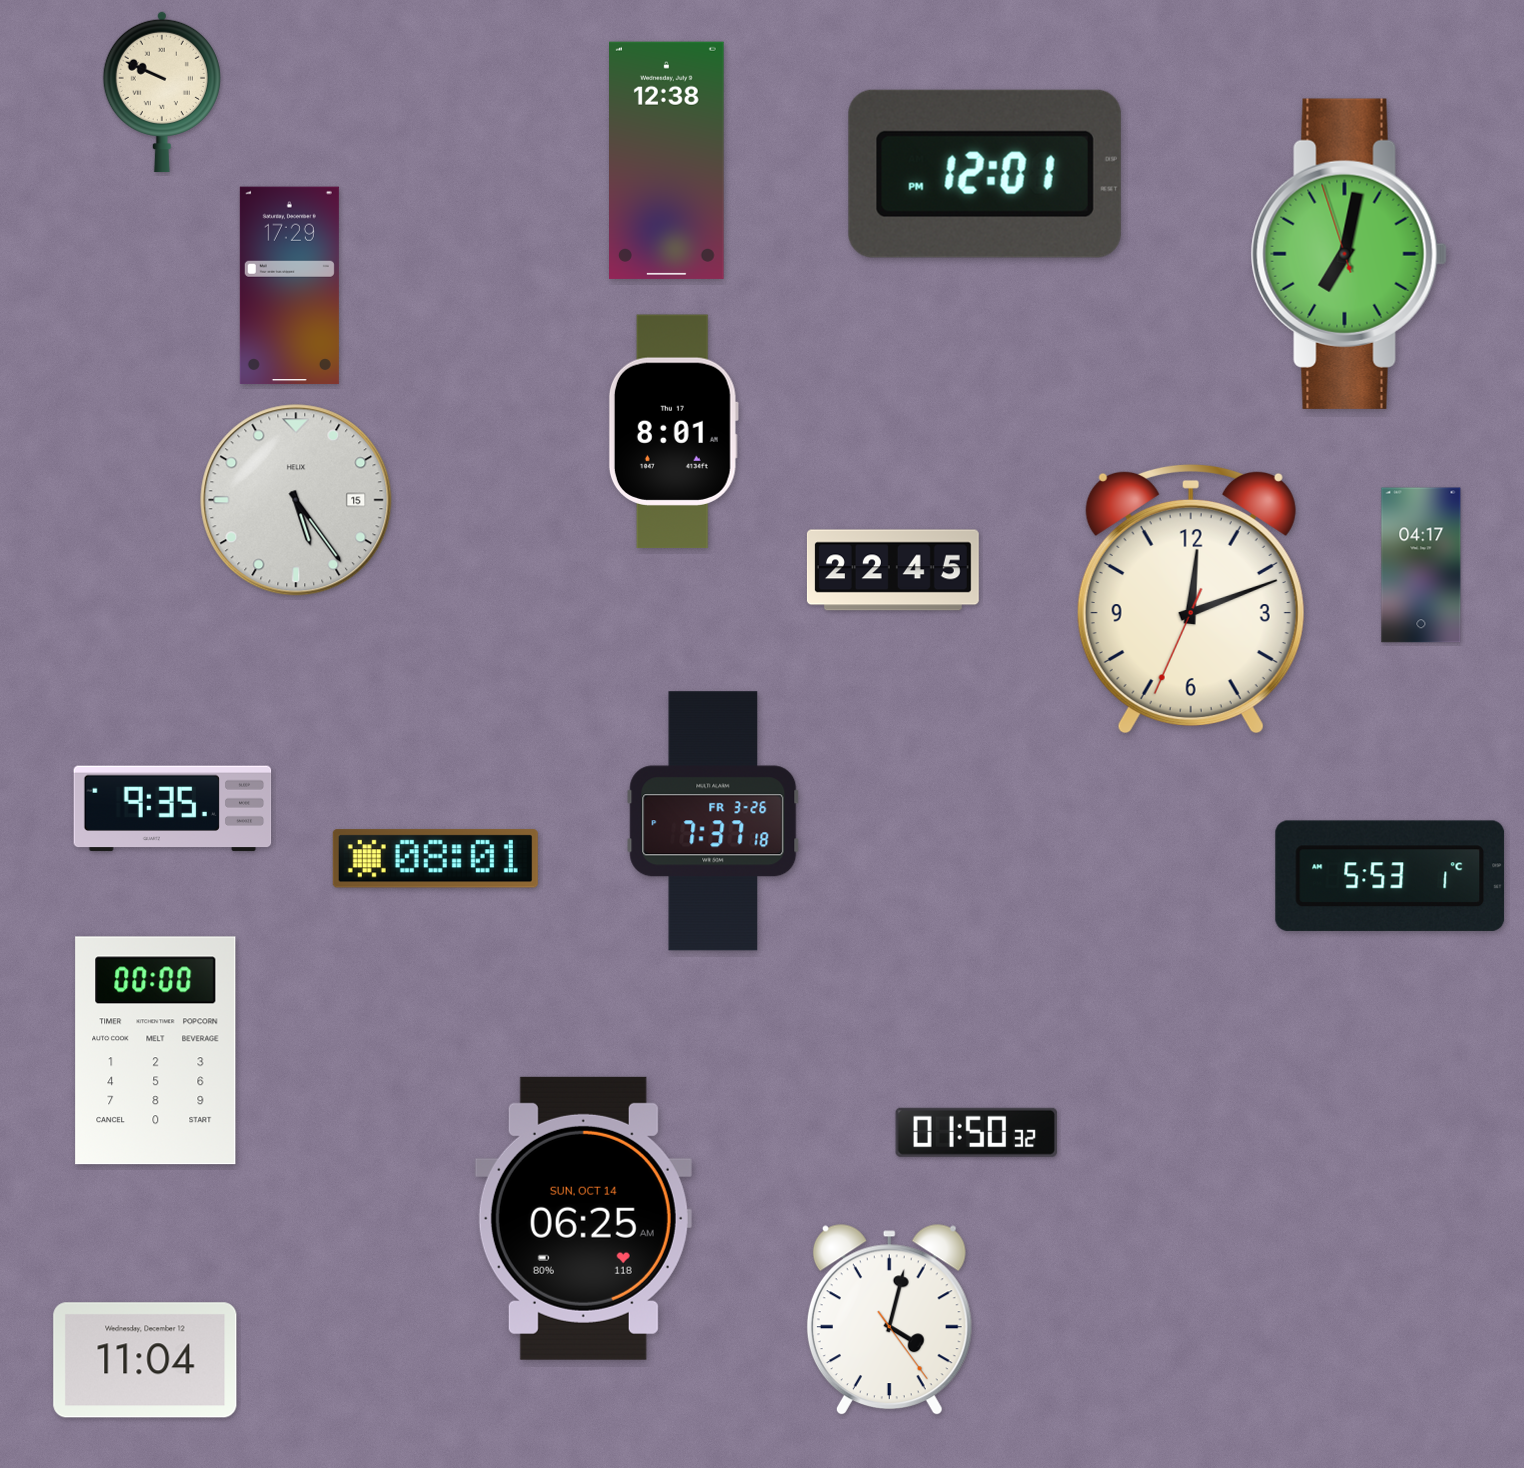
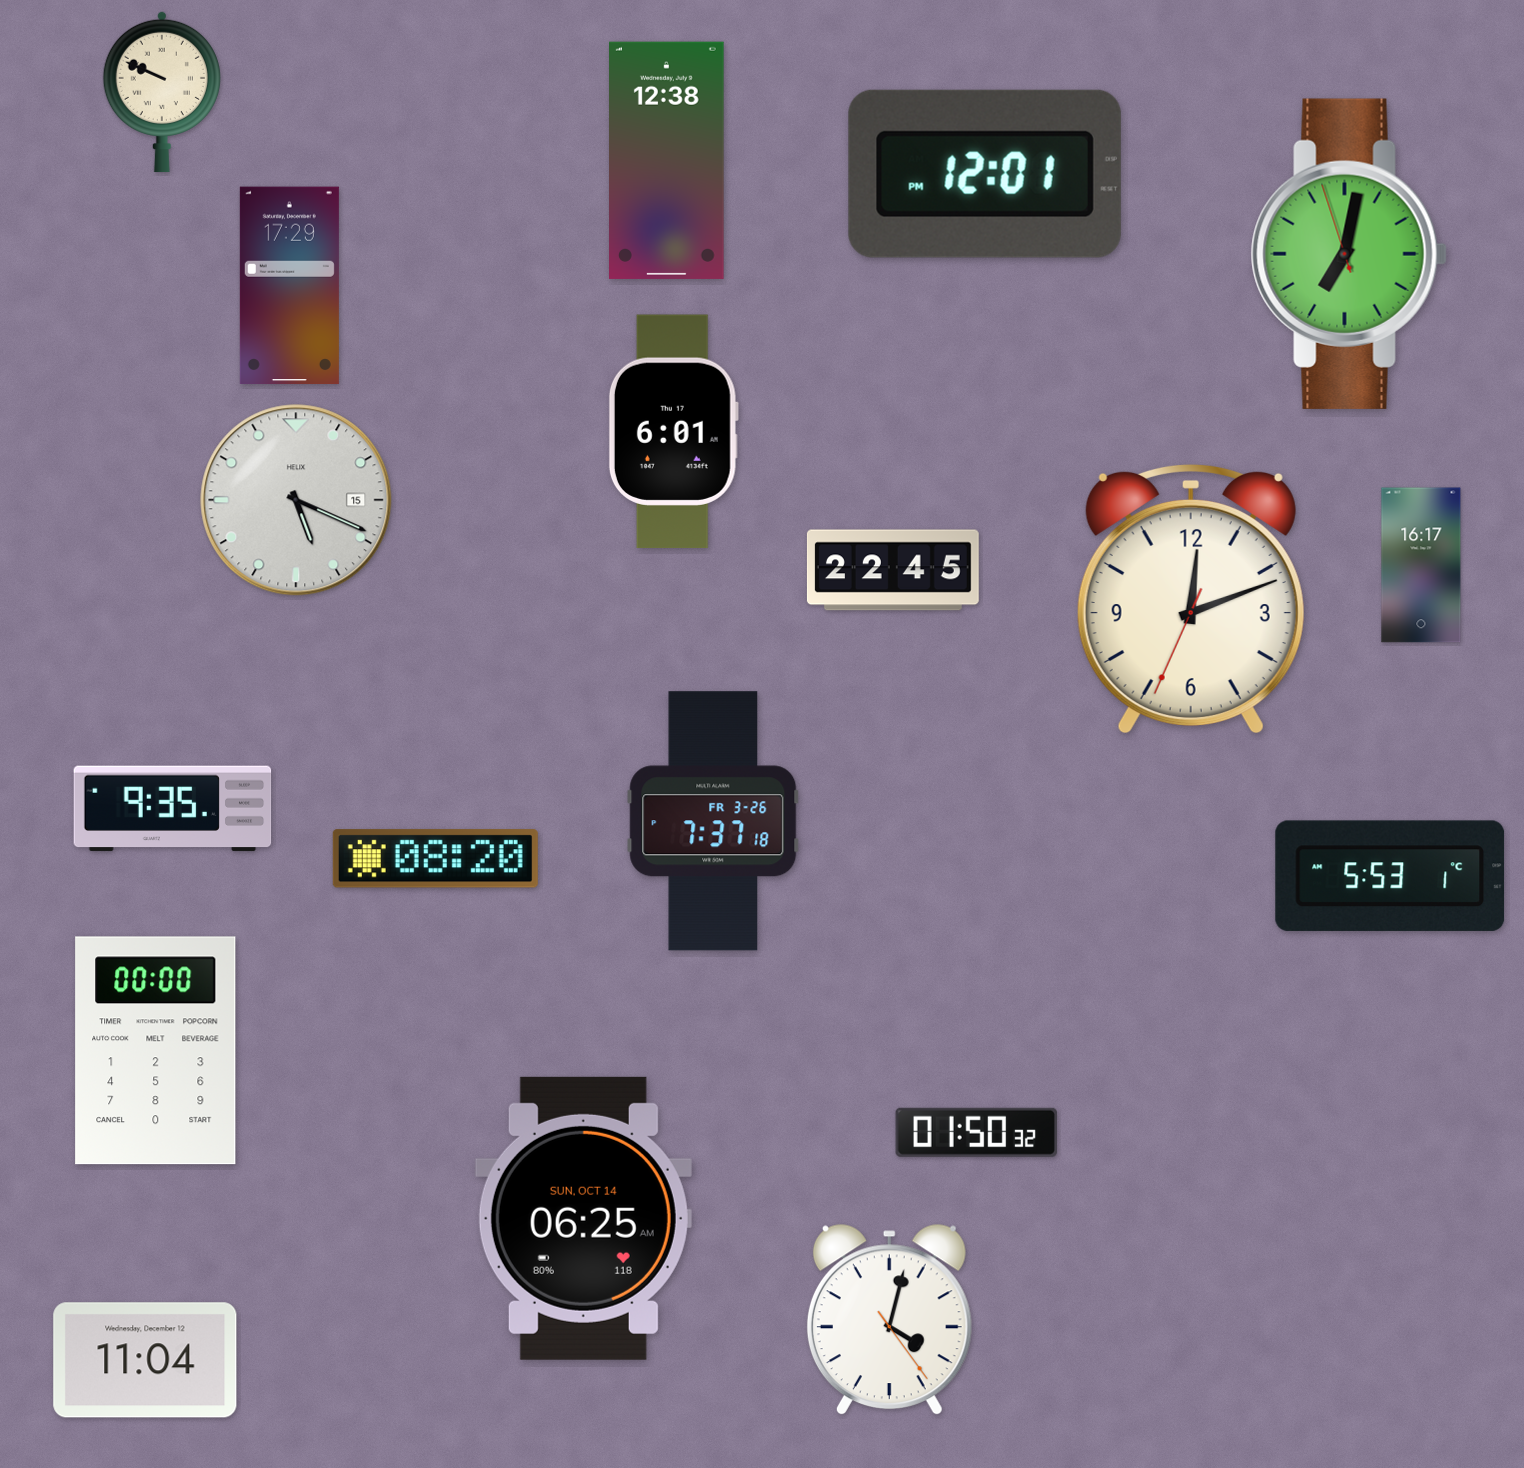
clock at (673, 432): 8:01 -> 6:01
clock at (296, 500): 5:24 -> 5:19
clock at (1421, 565): 04:17 -> 16:17
clock at (435, 859): 08:01 -> 08:20
